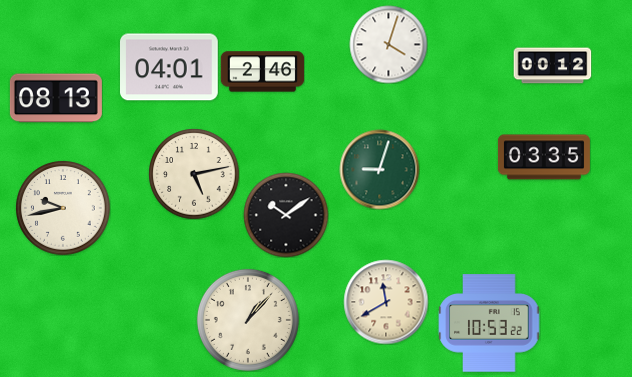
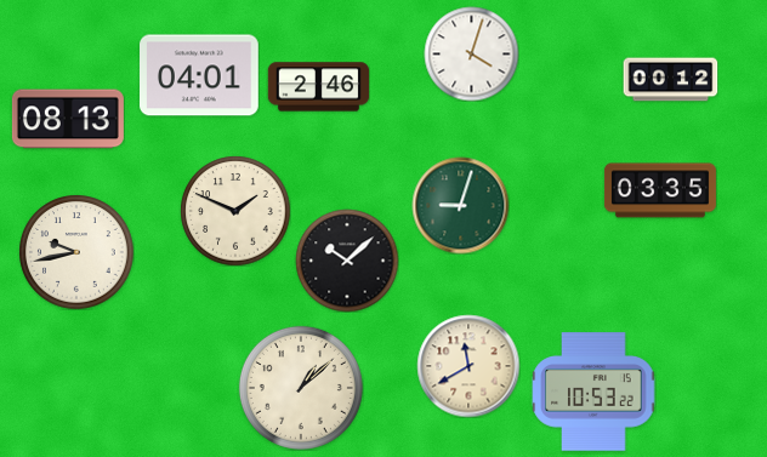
clock at (170, 67) position: (170, 67) -> (200, 75)
clock at (194, 174): 5:13 -> 1:49
clock at (286, 215): 10:09 -> 10:08
clock at (248, 320): 1:07 -> 1:08
